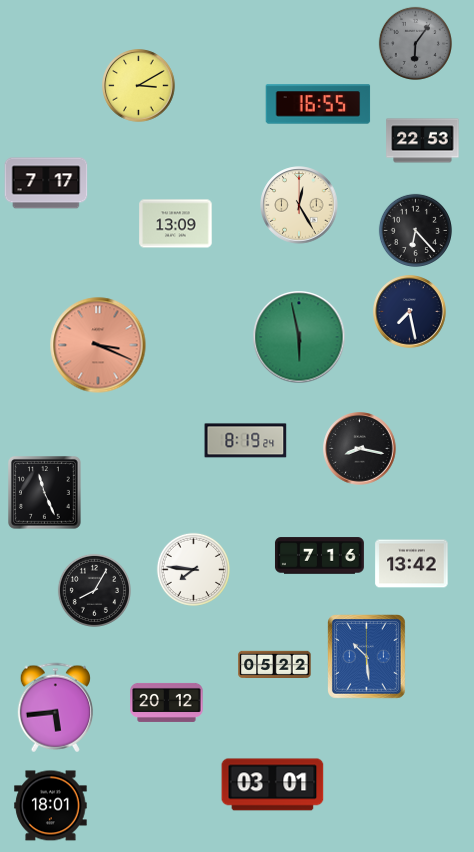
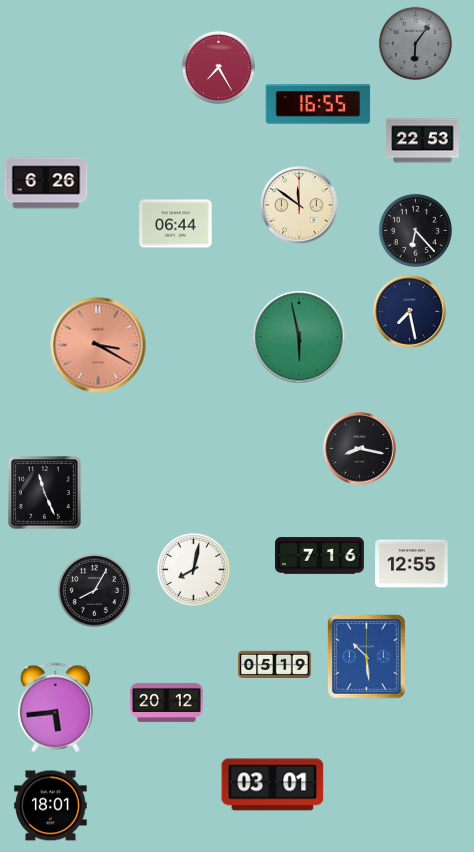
clock at (218, 67): none -> 7:25
clock at (139, 86): 3:10 -> none
clock at (46, 183): 7:17 -> 6:26
clock at (299, 205): 12:25 -> 11:51
clock at (176, 224): 13:09 -> 06:44
clock at (98, 345): 3:19 -> 3:20
clock at (246, 441): 8:19 -> none
clock at (412, 564): 13:42 -> 12:55
clock at (193, 569): 7:46 -> 8:02
clock at (275, 664): 05:22 -> 05:19
